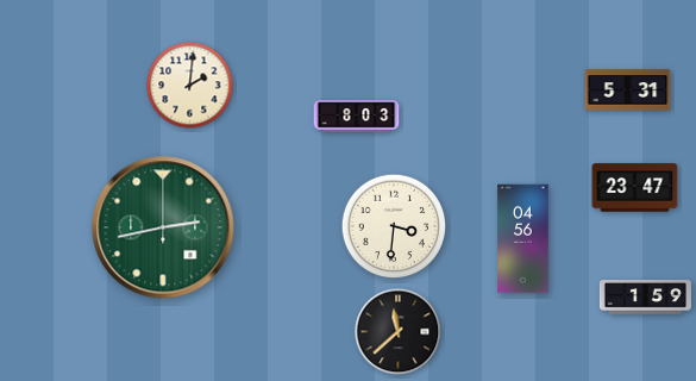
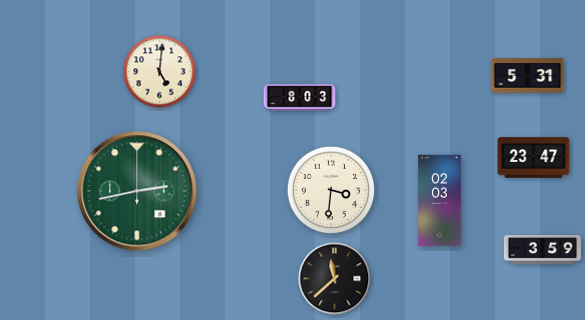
clock at (190, 86): 2:01 -> 5:01
clock at (523, 239): 04:56 -> 02:03
clock at (645, 298): 1:59 -> 3:59
